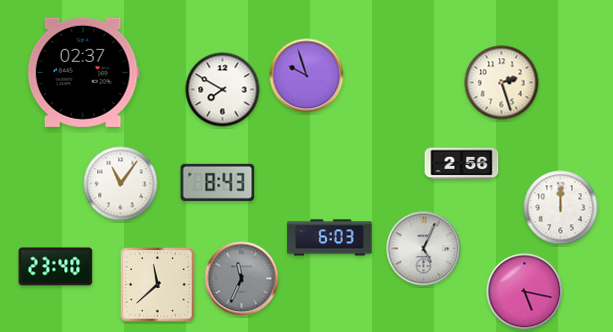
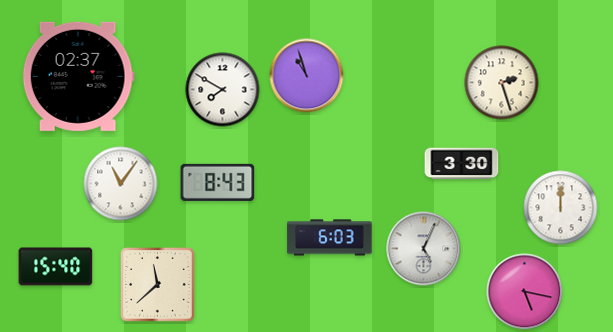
clock at (83, 72) position: (83, 72) -> (78, 76)
clock at (307, 76): 9:57 -> 10:57
clock at (462, 164): 2:56 -> 3:30
clock at (56, 267): 23:40 -> 15:40
clock at (242, 279): 11:34 -> none
